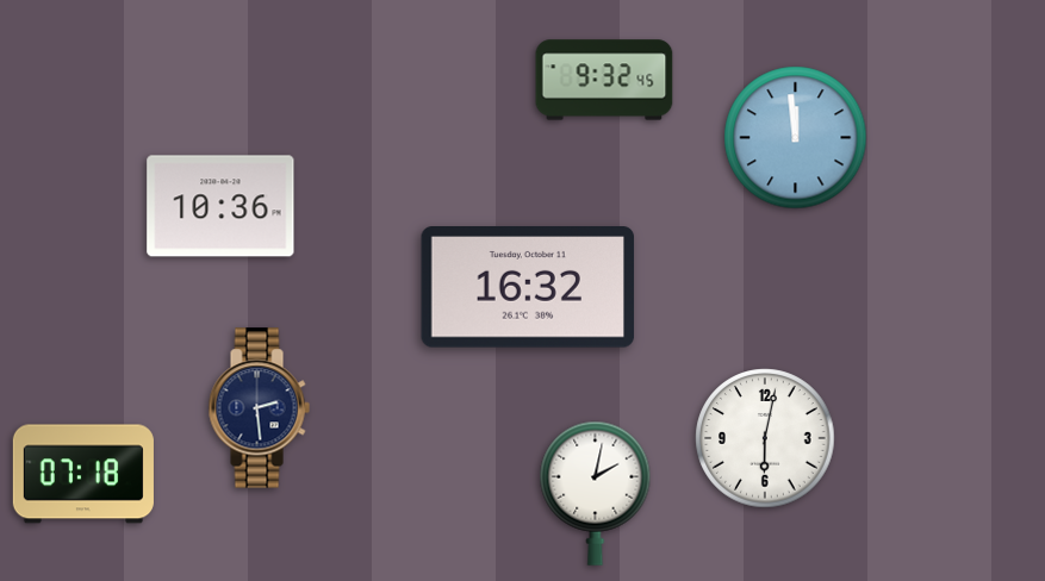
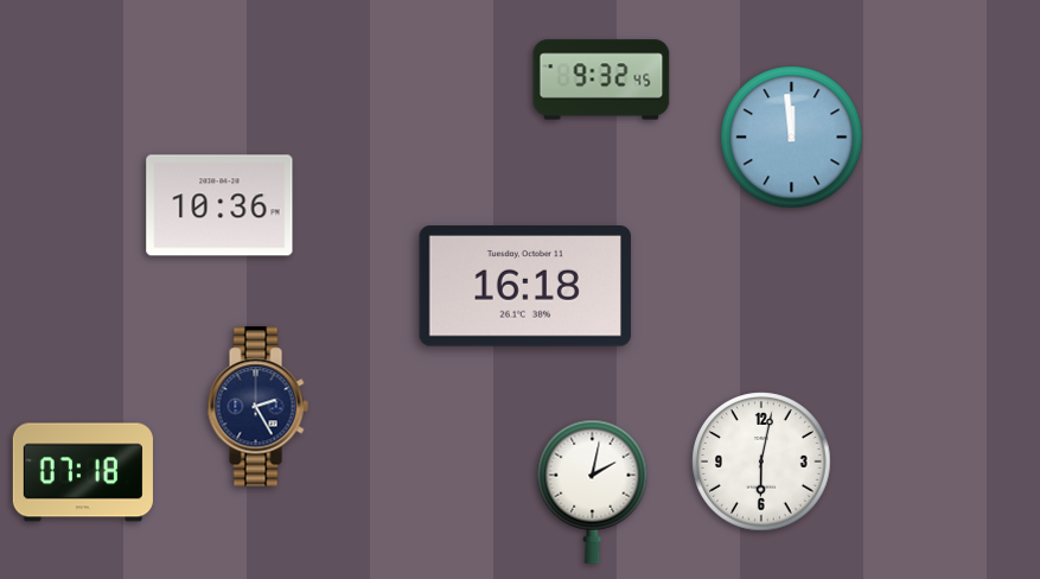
clock at (528, 288): 16:32 -> 16:18
clock at (259, 408): 2:29 -> 2:25
clock at (765, 438) position: (765, 438) -> (761, 462)
